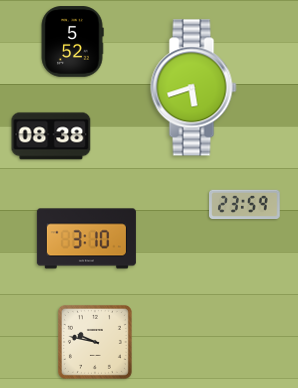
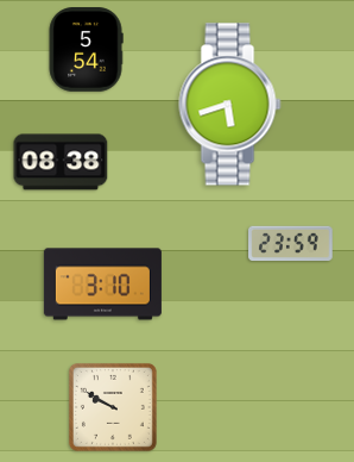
clock at (72, 42): 5:52 -> 5:54
clock at (95, 342): 9:47 -> 9:50
